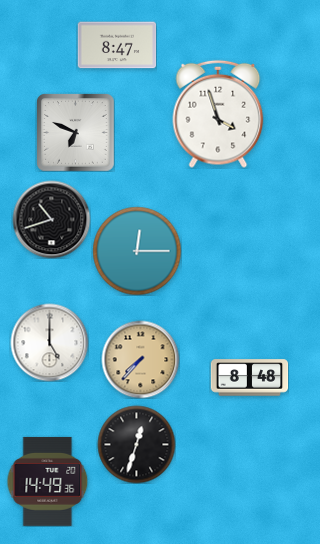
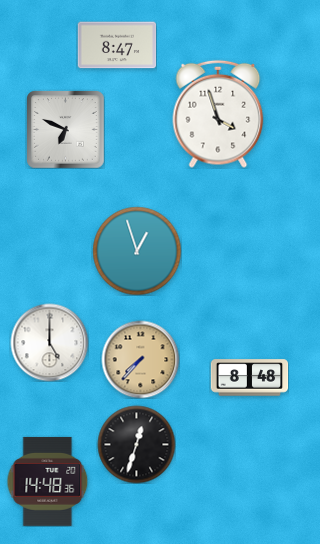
clock at (75, 132) position: (75, 132) -> (65, 129)
clock at (51, 219): 10:42 -> none
clock at (137, 251): 12:15 -> 12:57
clock at (48, 481): 14:49 -> 14:48
